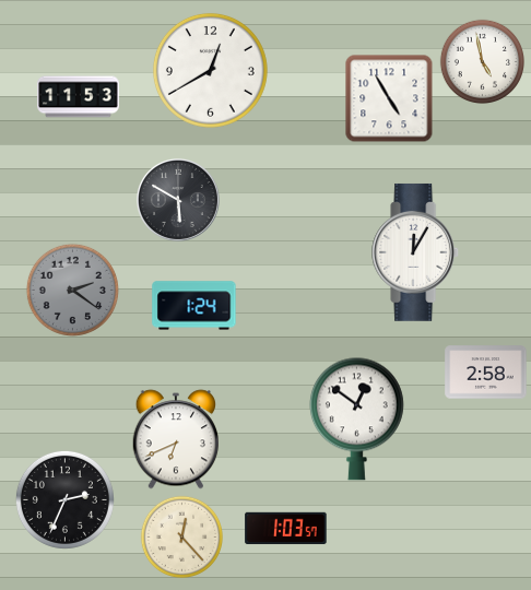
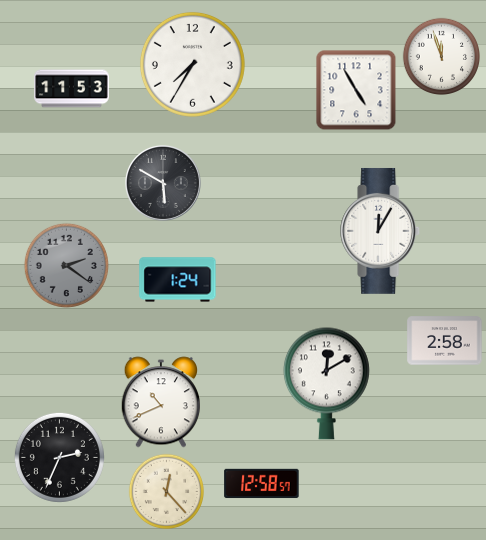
clock at (482, 61): 4:58 -> 11:57
clock at (210, 70): 12:40 -> 7:35
clock at (356, 418): 12:51 -> 12:10
clock at (175, 439): 6:41 -> 10:41
clock at (286, 529): 1:03 -> 12:58
